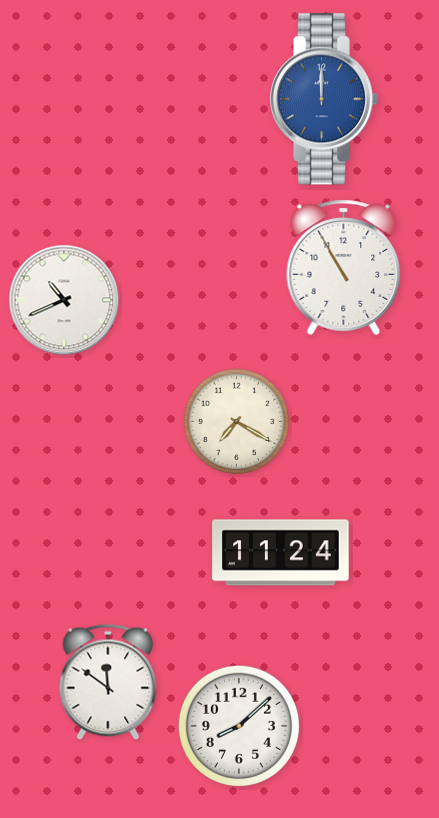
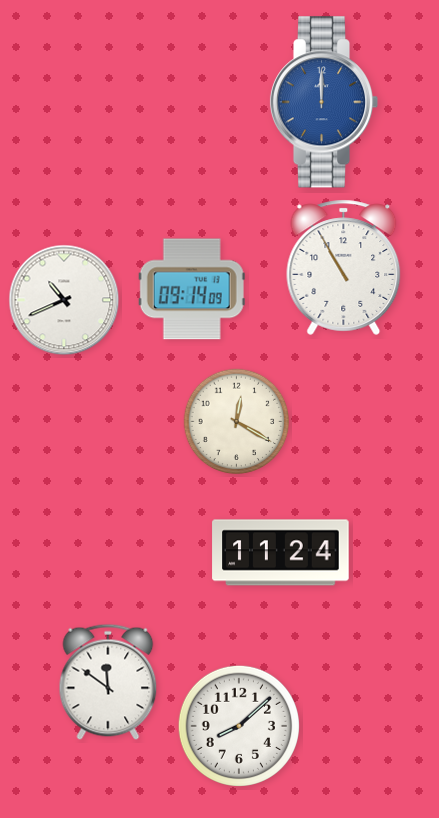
clock at (324, 99) position: (324, 99) -> (324, 102)
clock at (192, 289): none -> 09:14
clock at (237, 422): 7:20 -> 12:20
